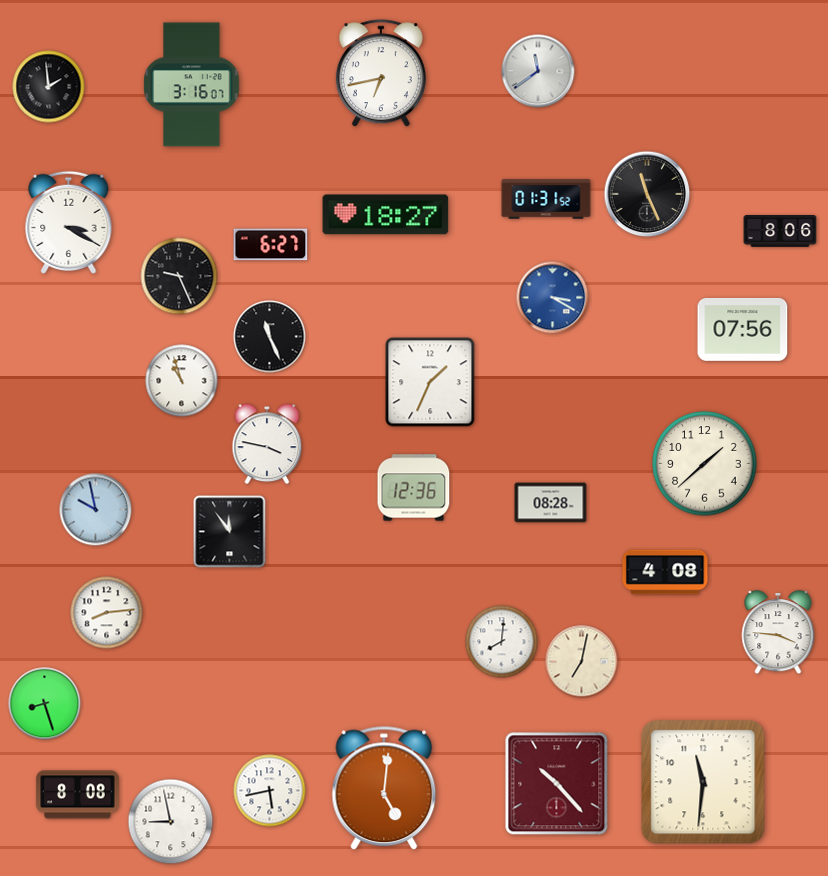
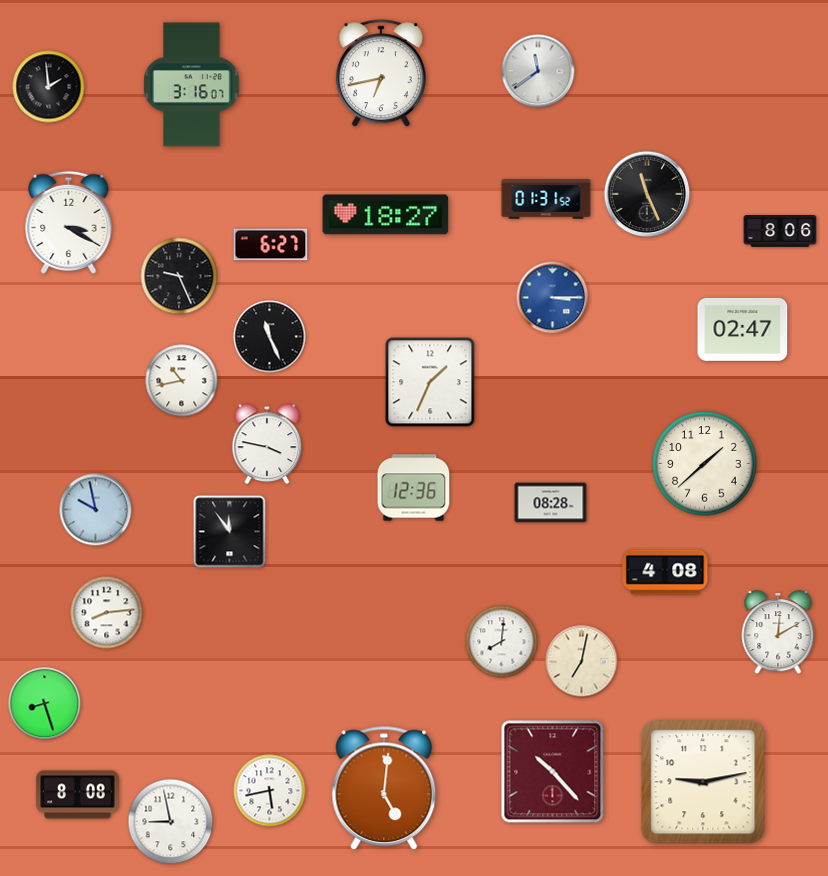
clock at (553, 298): 3:20 -> 3:15
clock at (743, 329): 07:56 -> 02:47
clock at (182, 381): 10:57 -> 10:43
clock at (778, 633): 3:46 -> 12:10
clock at (703, 782): 11:31 -> 9:13
clock at (557, 784) position: (557, 784) -> (553, 772)
